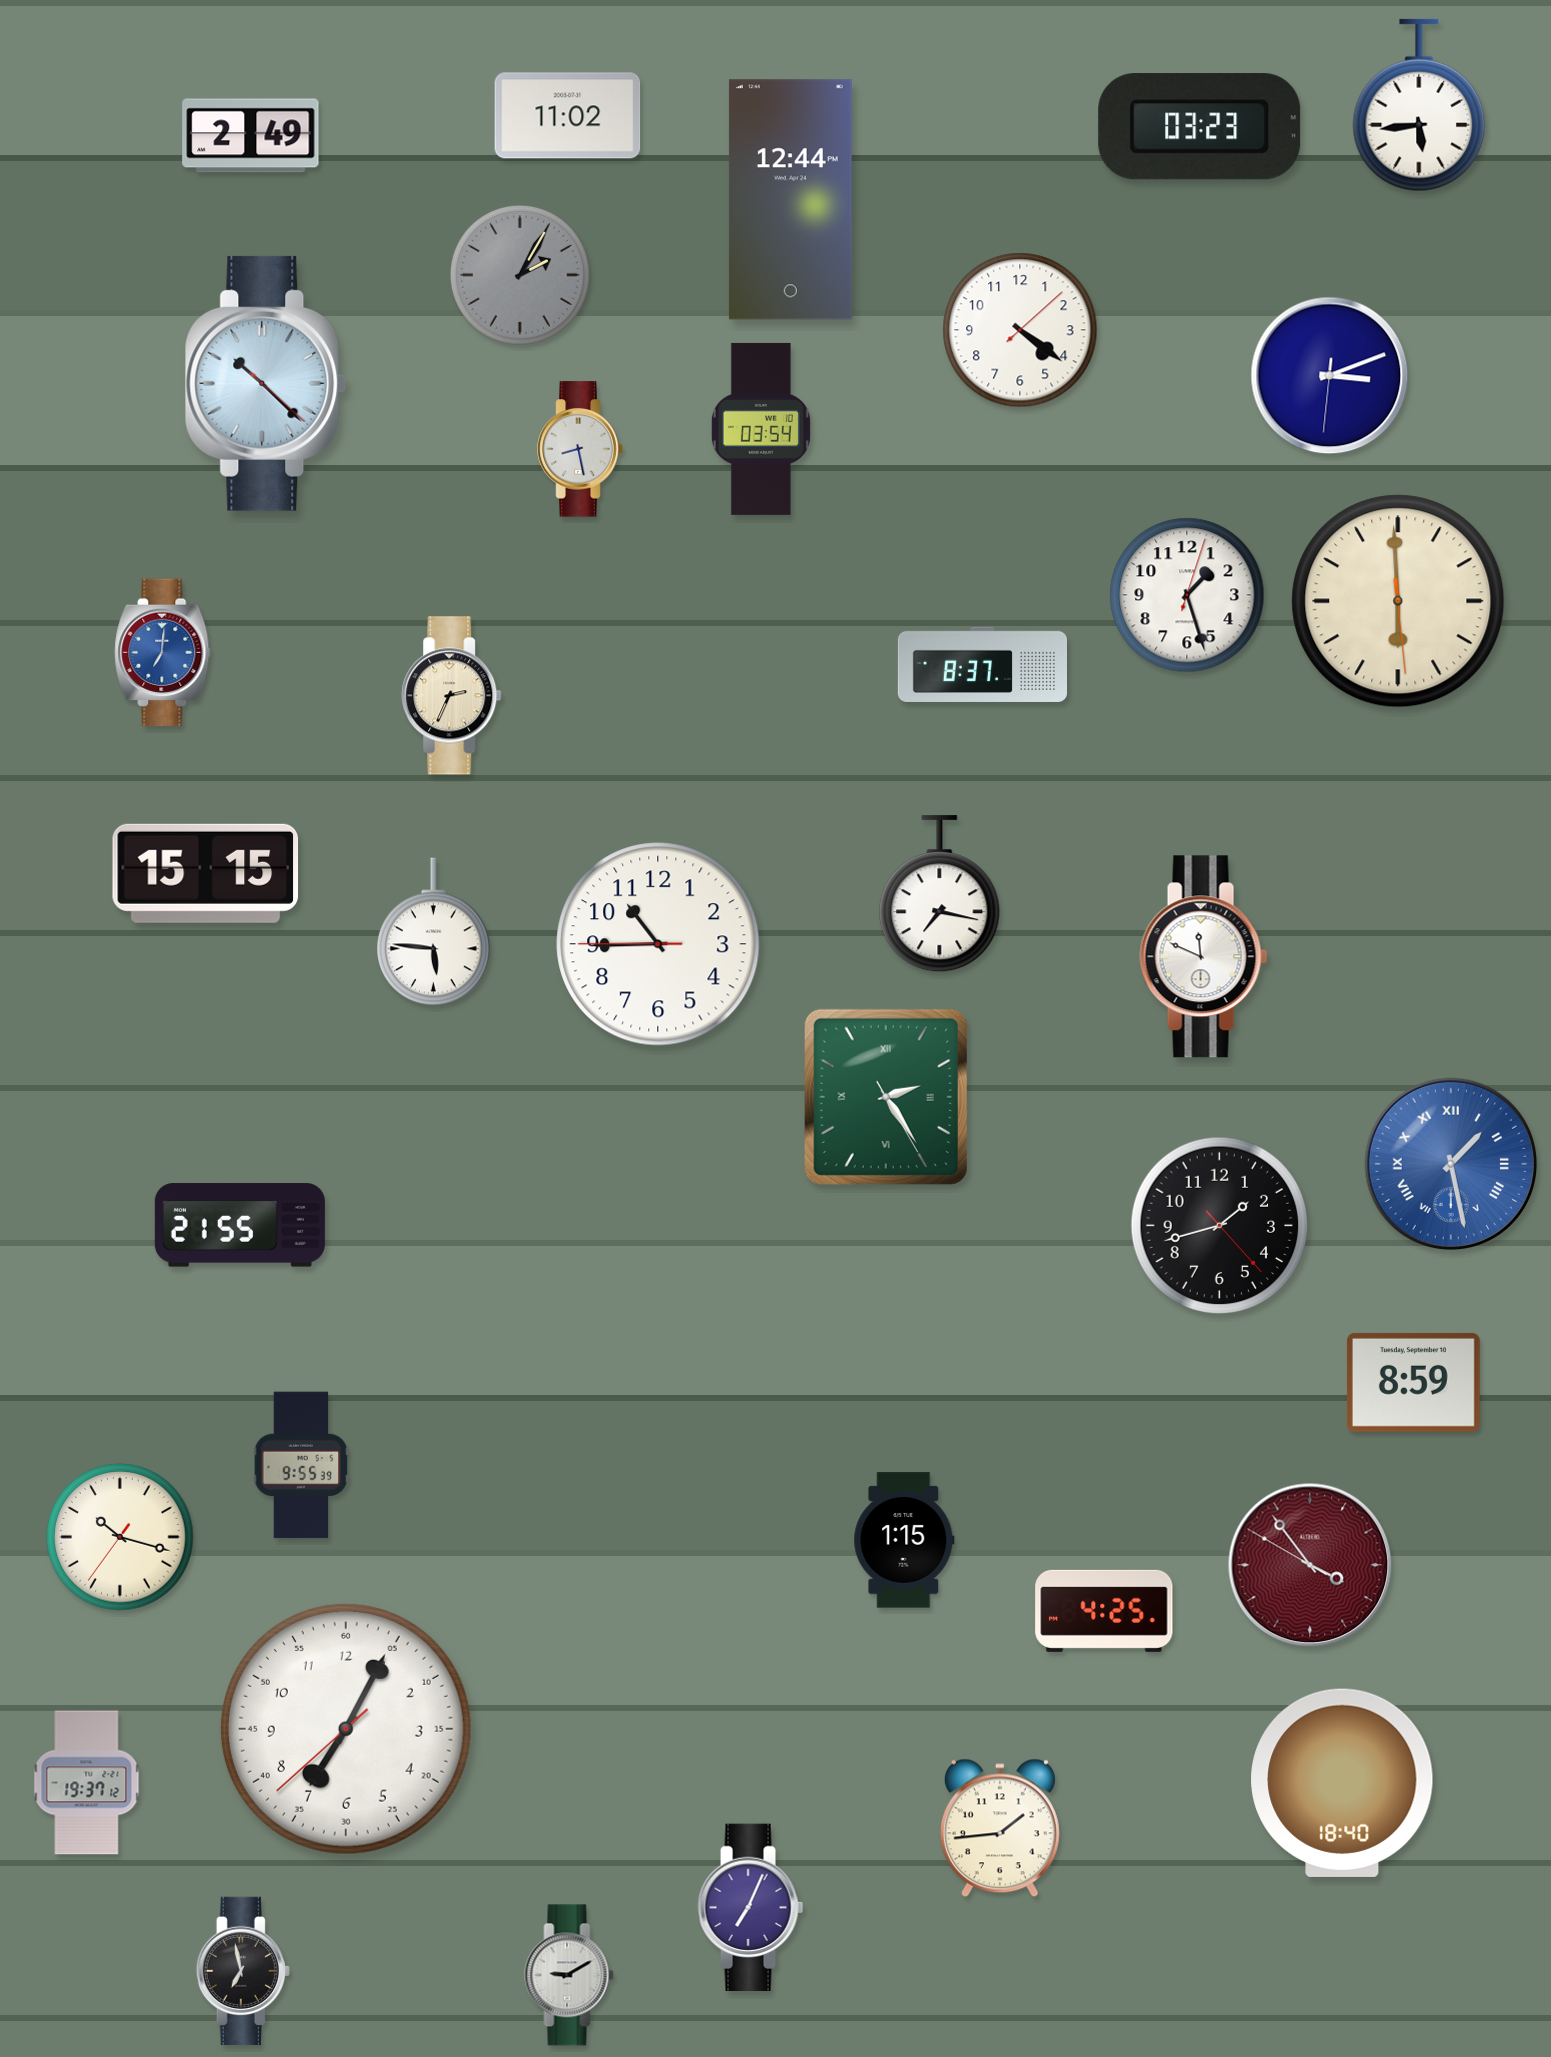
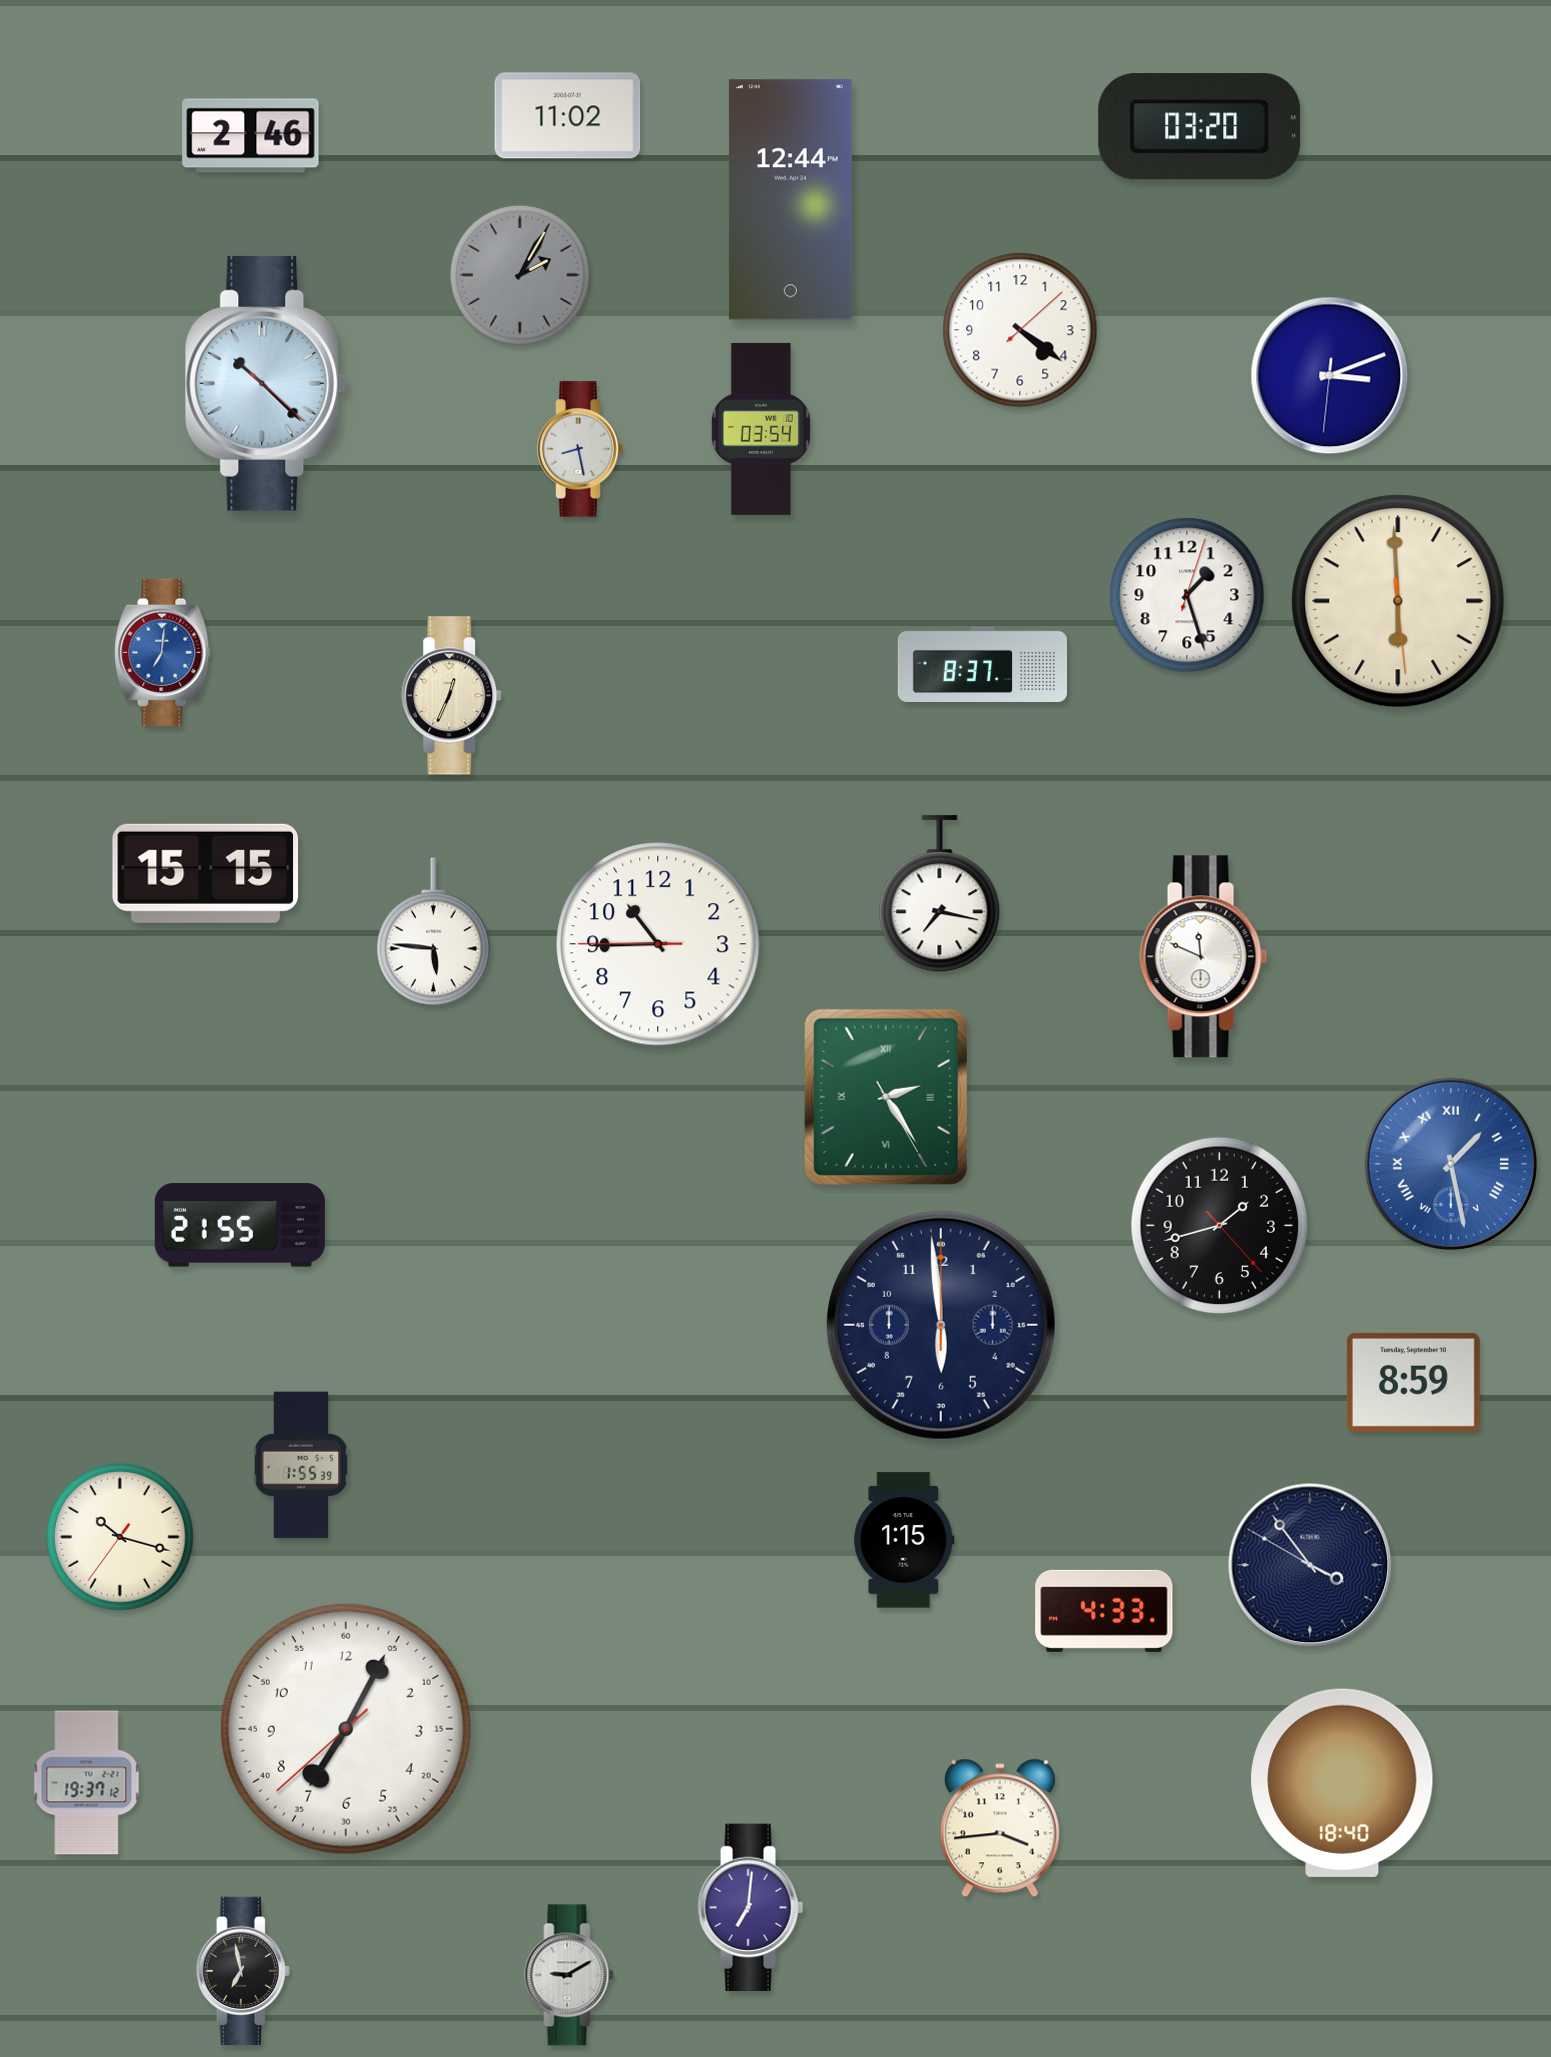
clock at (1419, 105): 5:44 -> none
clock at (1200, 127): 03:23 -> 03:20
clock at (251, 136): 2:49 -> 2:46
clock at (452, 696): 2:34 -> 12:34
clock at (941, 1325): none -> 5:59
clock at (301, 1465): 9:55 -> 1:55
clock at (1310, 1565) dial: burgundy -> navy
clock at (1104, 1611): 4:25 -> 4:33
clock at (1000, 1828): 1:44 -> 3:44
clock at (751, 1908): 7:04 -> 7:01
